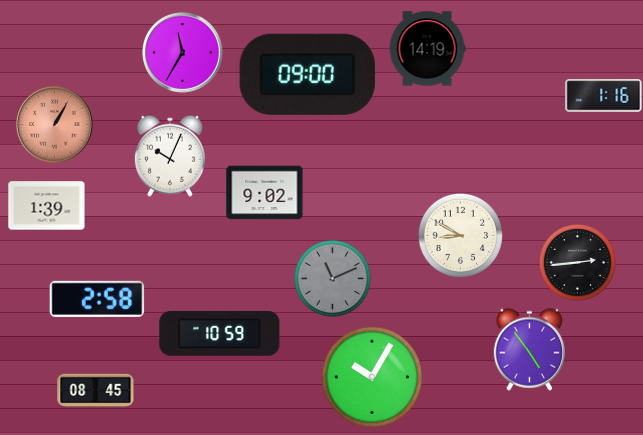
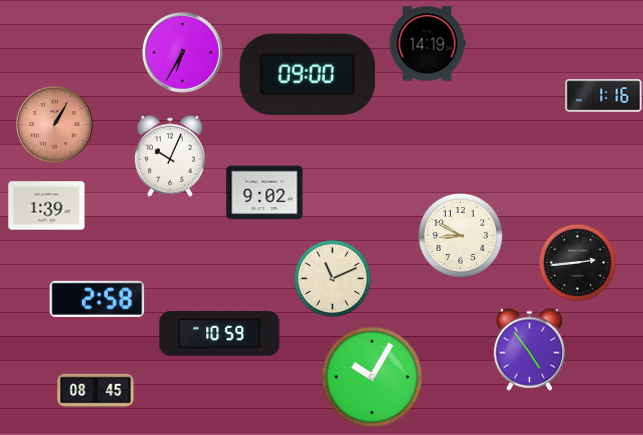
clock at (427, 49) position: (427, 49) -> (427, 44)
clock at (183, 53): 11:35 -> 6:35
clock at (332, 278) dial: grey -> cream
